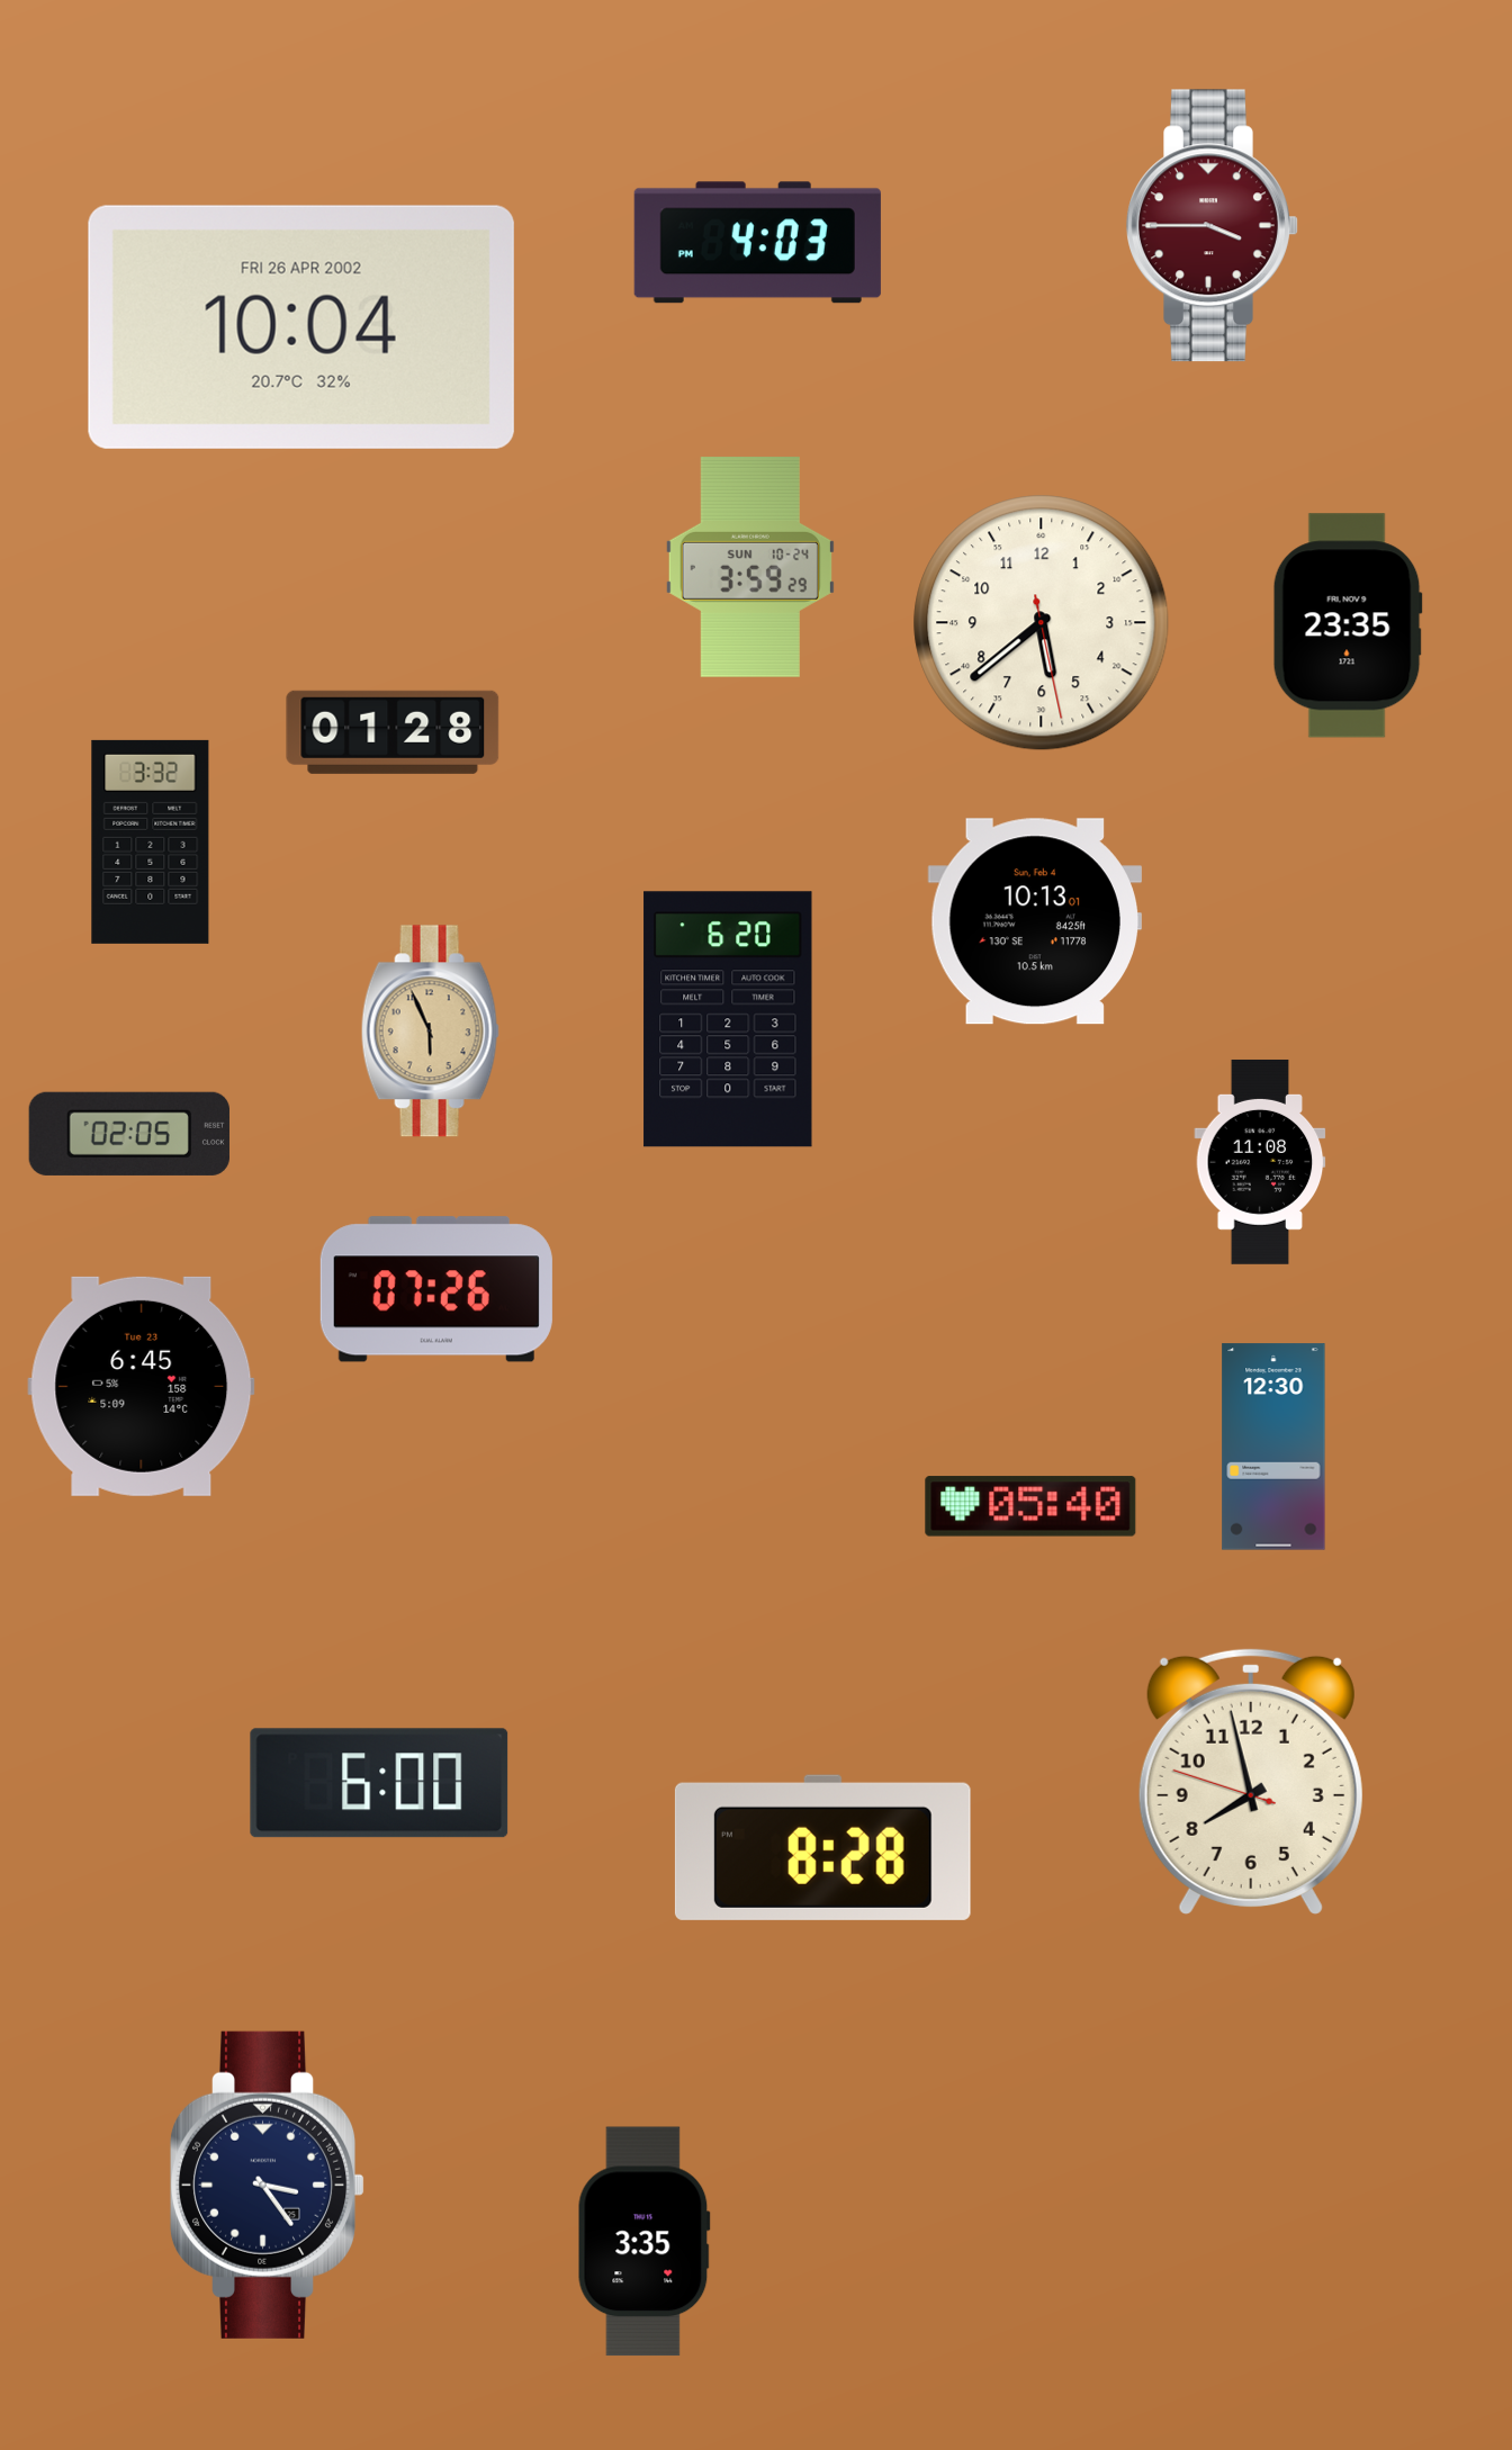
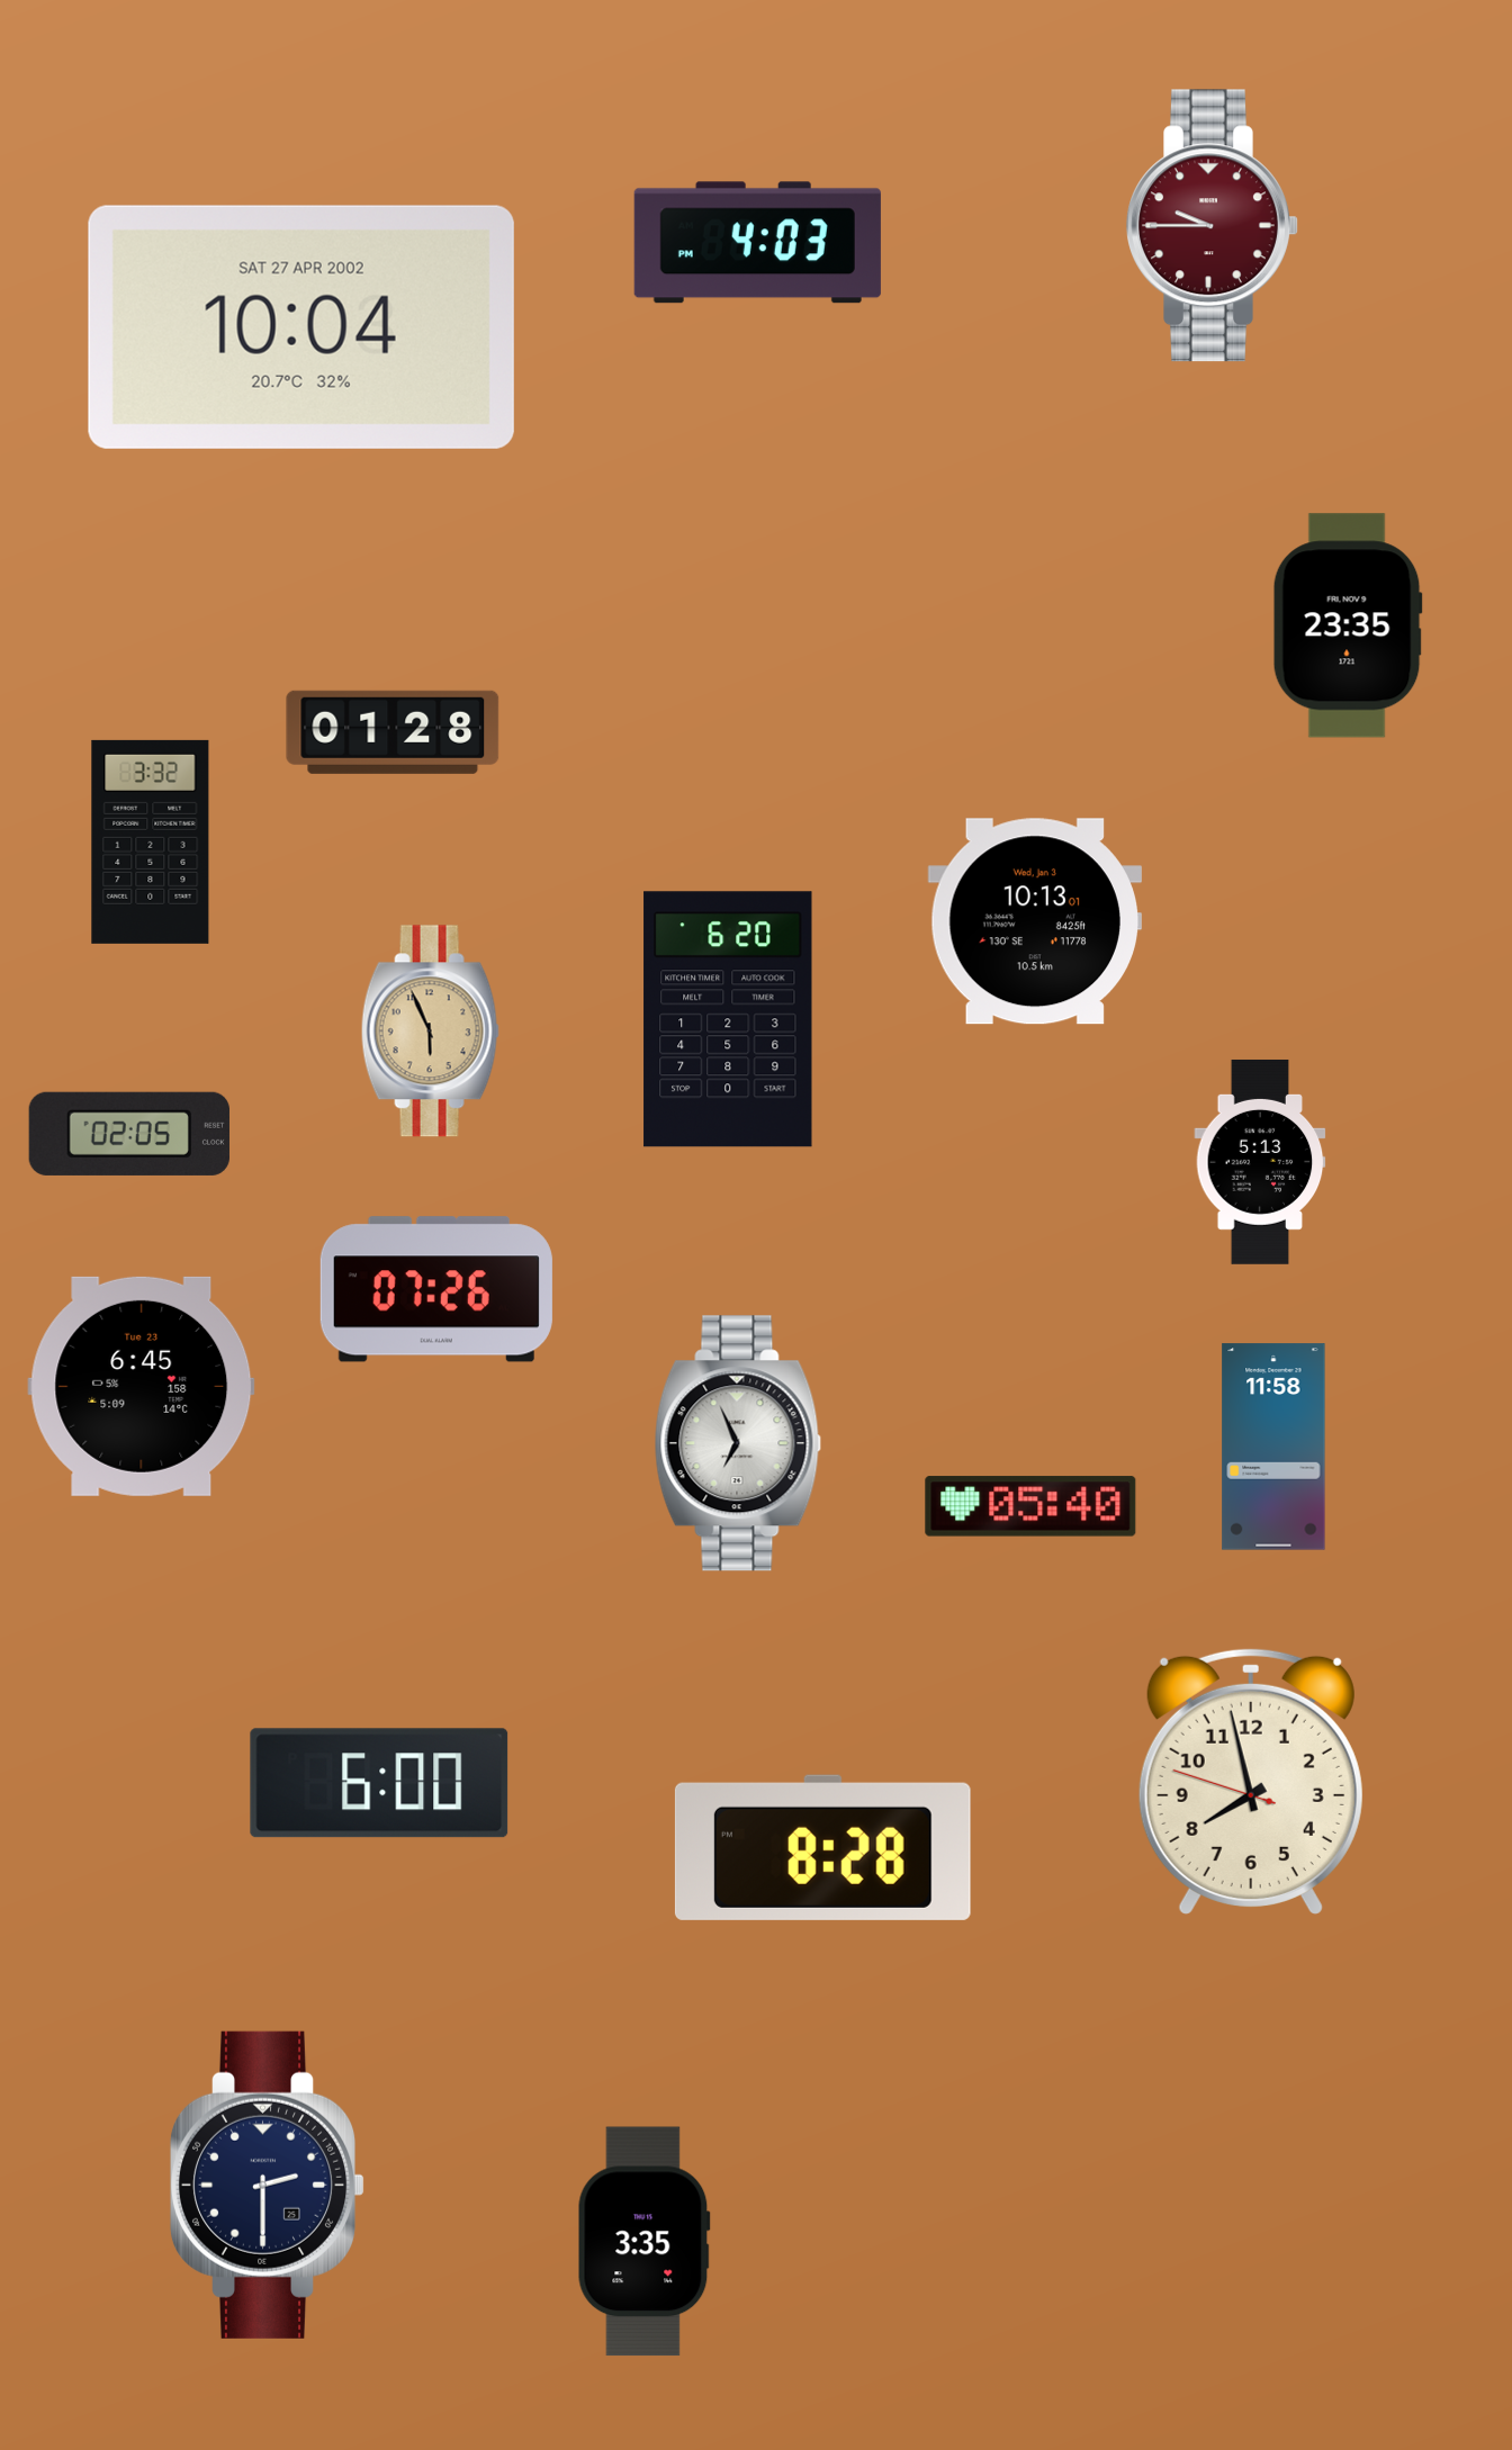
clock at (1213, 226): 3:45 -> 9:45
clock at (301, 327) date: FRI 26 APR 2002 -> SAT 27 APR 2002
clock at (750, 567): 3:59 -> none
clock at (1042, 623): 5:38 -> none
clock at (1034, 921) date: Sun, Feb 4 -> Wed, Jan 3
clock at (1260, 1162): 11:08 -> 5:13
clock at (738, 1443): none -> 6:56
clock at (1273, 1447): 12:30 -> 11:58
clock at (268, 2185): 3:24 -> 2:30
